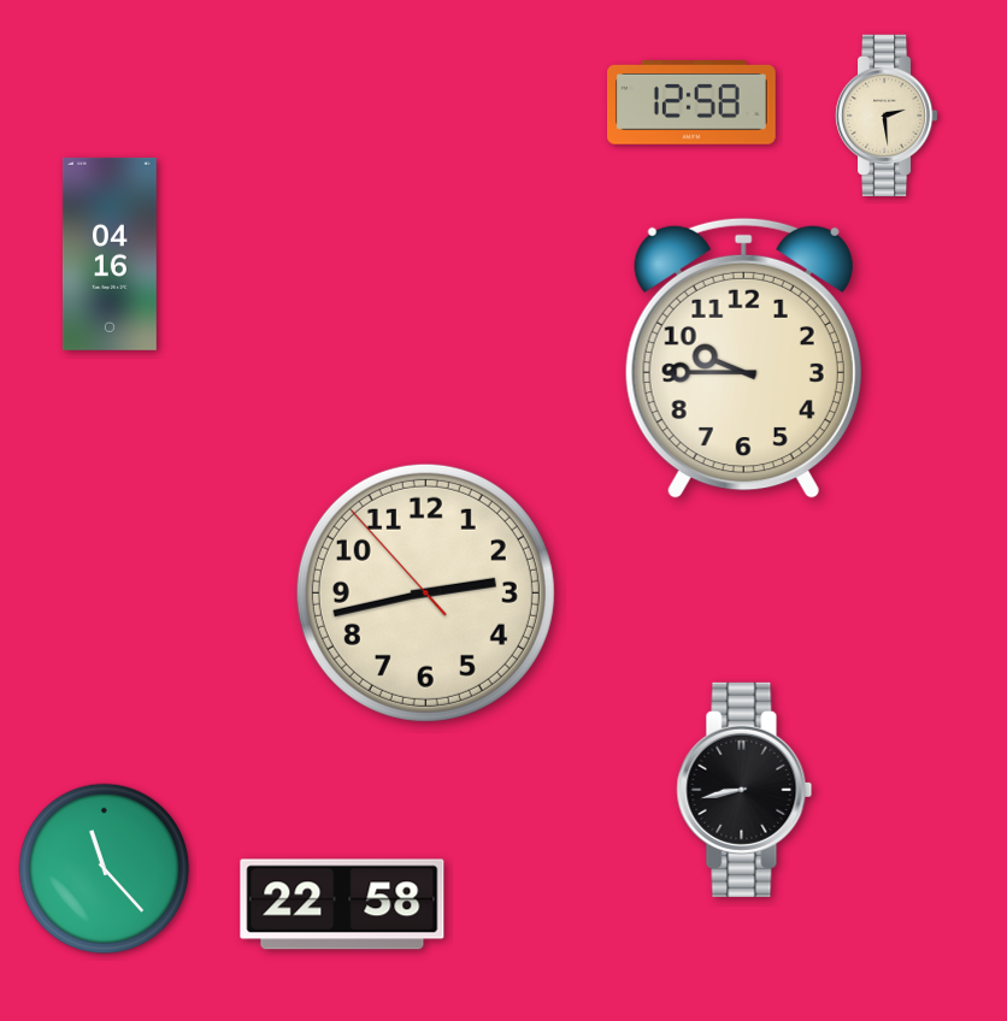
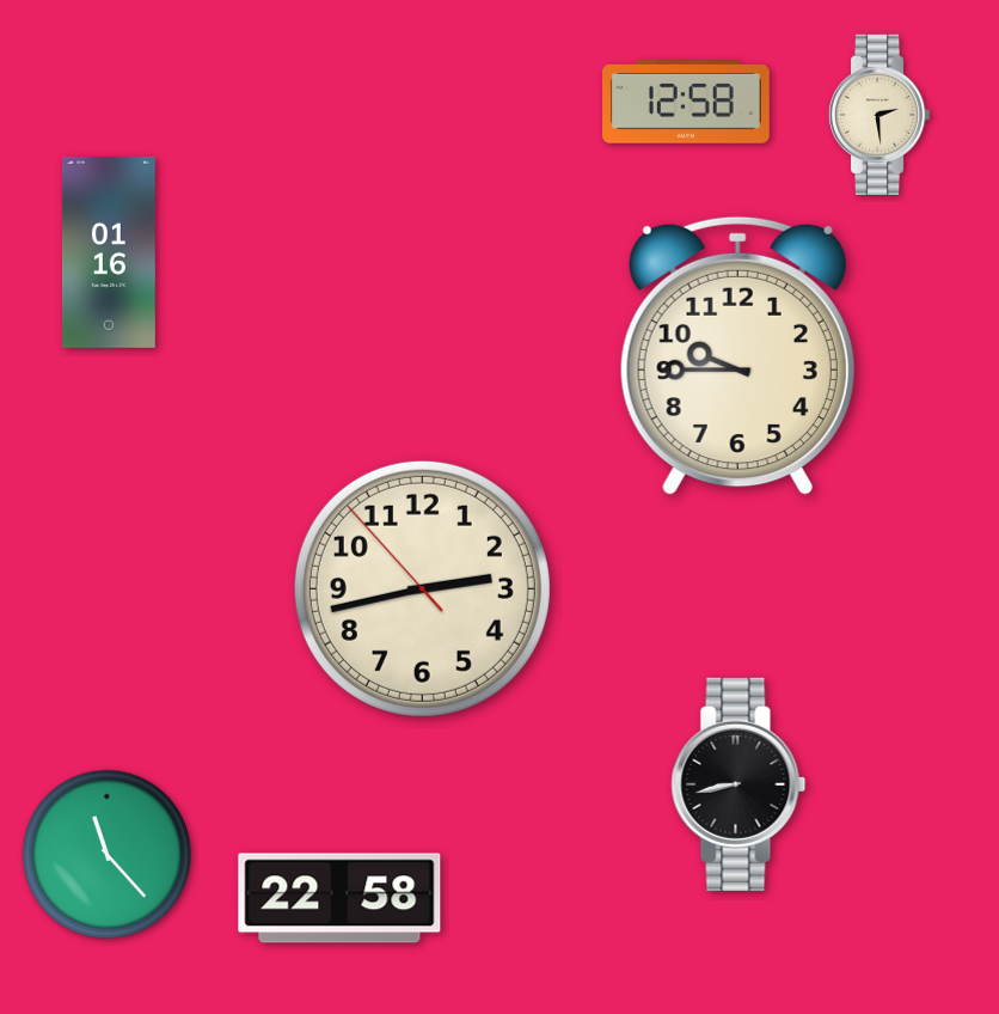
clock at (110, 254): 04:16 -> 01:16
clock at (105, 869) position: (105, 869) -> (108, 855)
